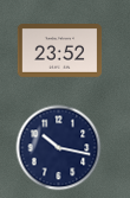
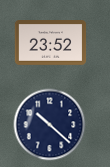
clock at (59, 148): 10:17 -> 10:22
